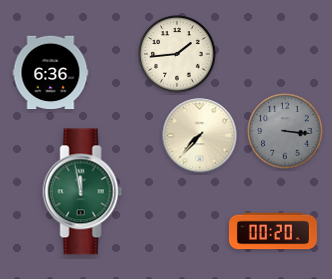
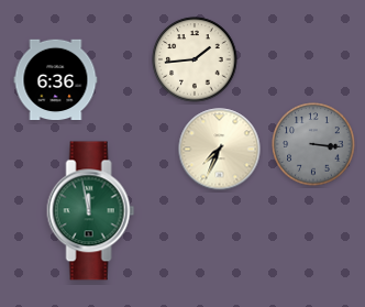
clock at (200, 136): 7:37 -> 7:34
clock at (273, 231): 00:20 -> none
